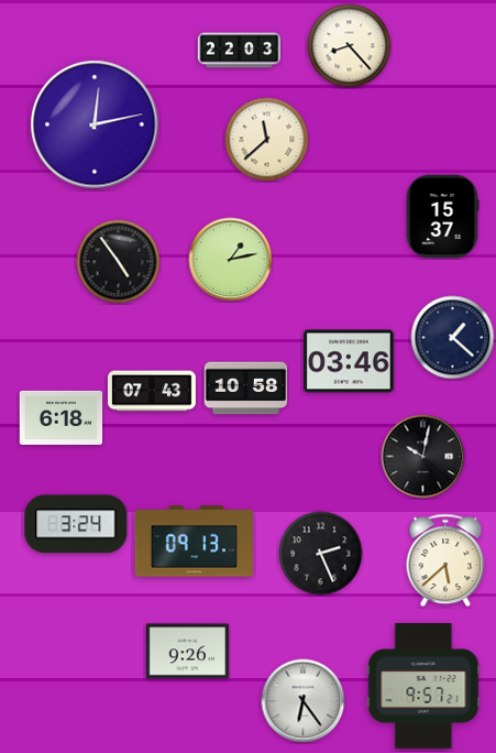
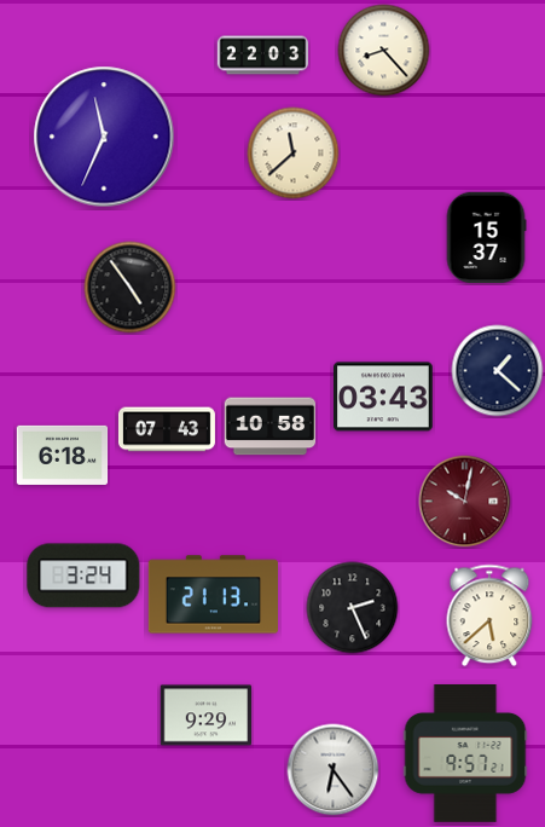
clock at (95, 124): 12:13 -> 11:34
clock at (231, 260): 1:13 -> none
clock at (350, 361): 03:46 -> 03:43
clock at (62, 417) position: (62, 417) -> (63, 455)
clock at (423, 457) dial: black -> burgundy
clock at (194, 542): 09:13 -> 21:13
clock at (188, 652): 9:26 -> 9:29
